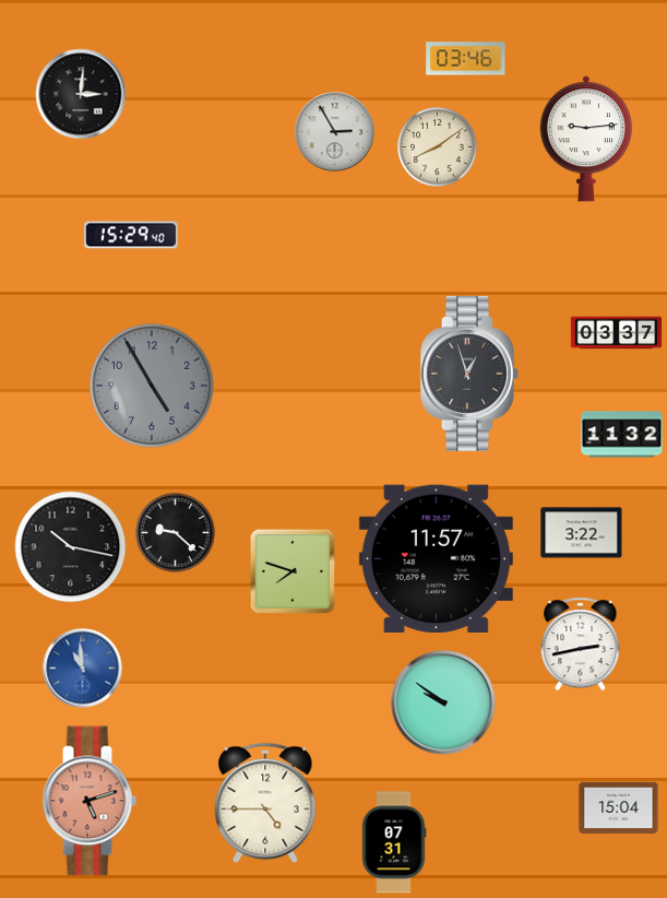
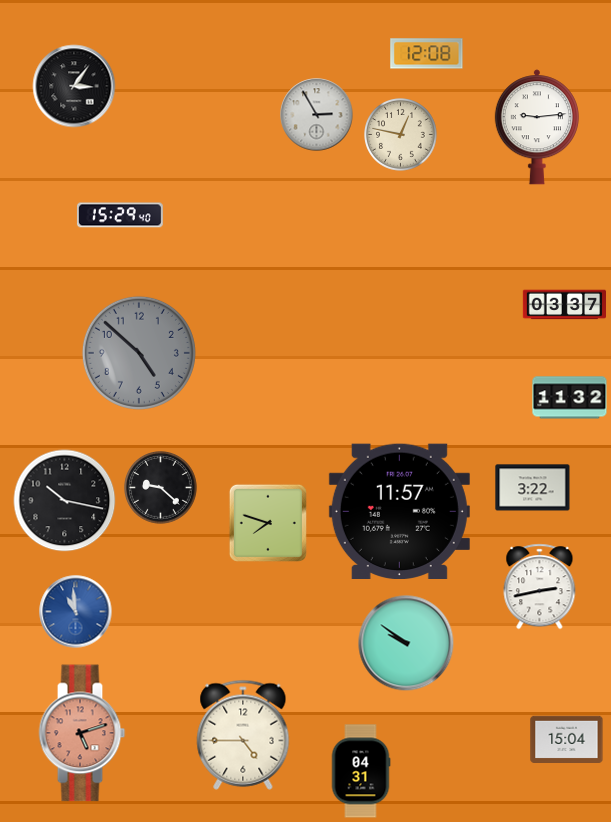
clock at (466, 59): 03:46 -> 12:08
clock at (81, 94): 3:01 -> 3:06
clock at (335, 132) position: (335, 132) -> (317, 115)
clock at (438, 147): 8:09 -> 12:47
clock at (469, 374): 12:57 -> none
clock at (152, 386): 4:55 -> 4:52
clock at (581, 645) position: (581, 645) -> (540, 587)
clock at (394, 842): 07:31 -> 04:31
